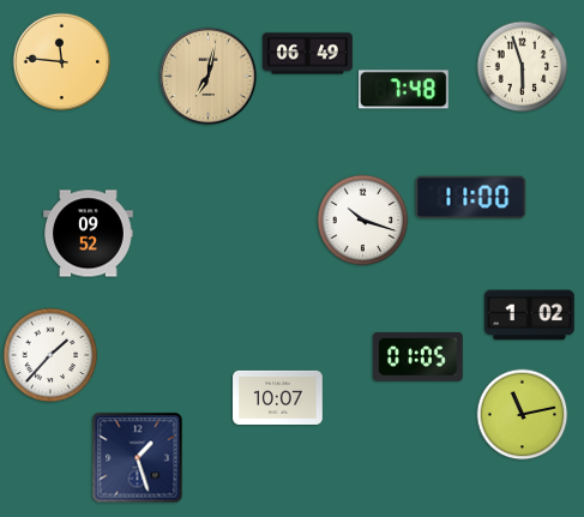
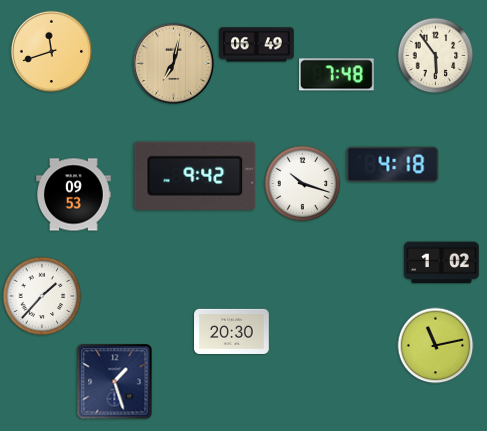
clock at (62, 62): 11:46 -> 11:42
clock at (523, 67): 5:57 -> 5:54
clock at (471, 198): 11:00 -> 4:18
clock at (195, 175): none -> 9:42
clock at (89, 234): 09:52 -> 09:53
clock at (417, 357): 01:05 -> none
clock at (278, 397): 10:07 -> 20:30
